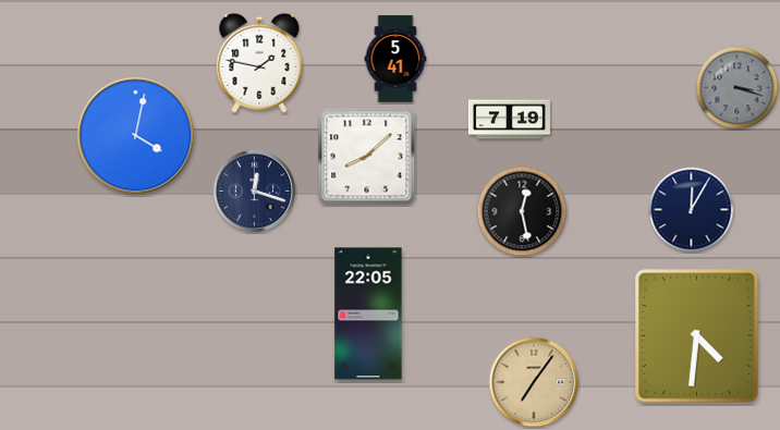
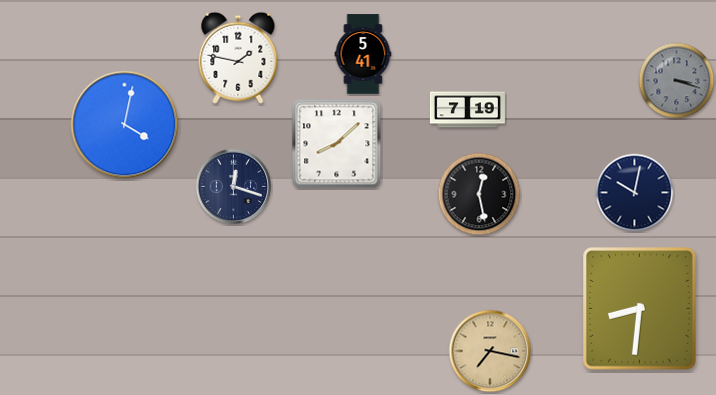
clock at (255, 192) position: (255, 192) -> (234, 187)
clock at (692, 210): 12:05 -> 10:02
clock at (368, 314): 22:05 -> none
clock at (697, 336): 4:31 -> 8:31
clock at (534, 382): 7:06 -> 7:17
